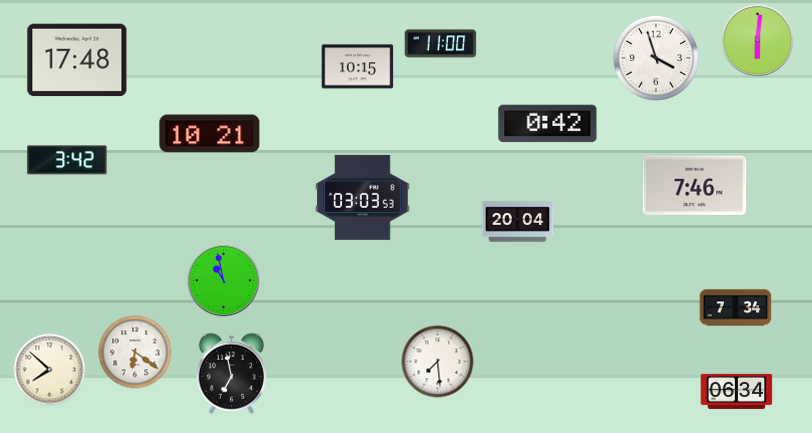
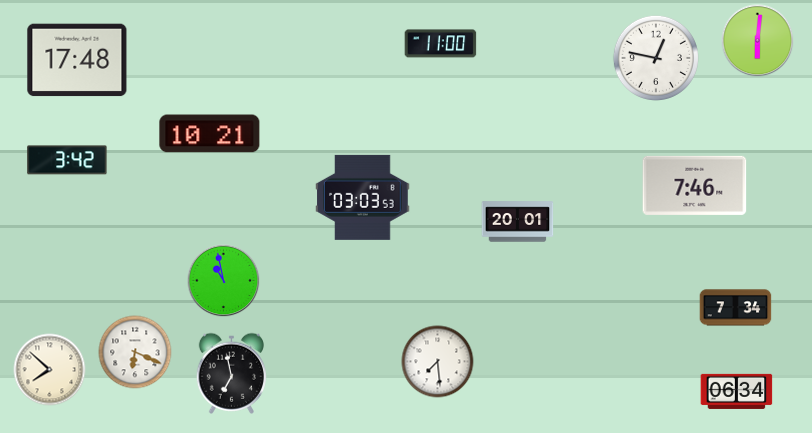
clock at (656, 58): 3:57 -> 12:47
clock at (358, 67): 10:15 -> none
clock at (548, 124): 0:42 -> none
clock at (518, 222): 20:04 -> 20:01
clock at (135, 352): 6:21 -> 6:19
